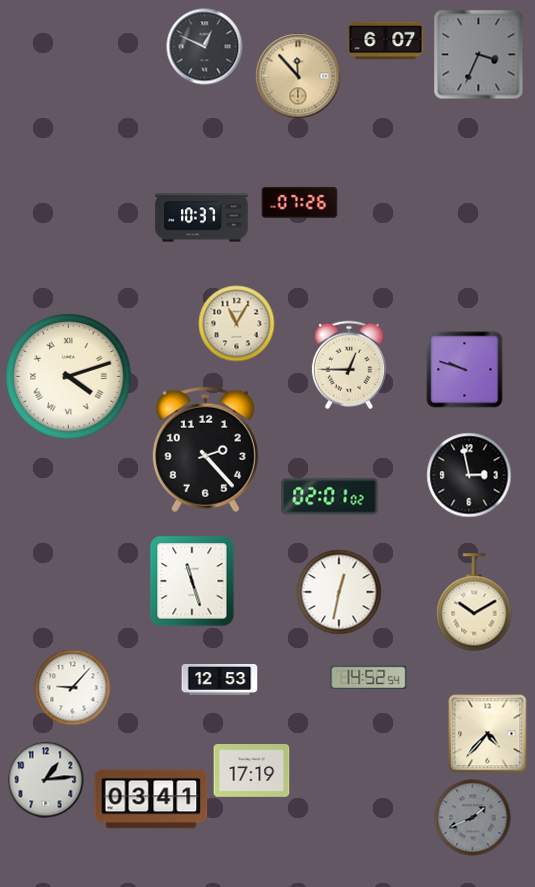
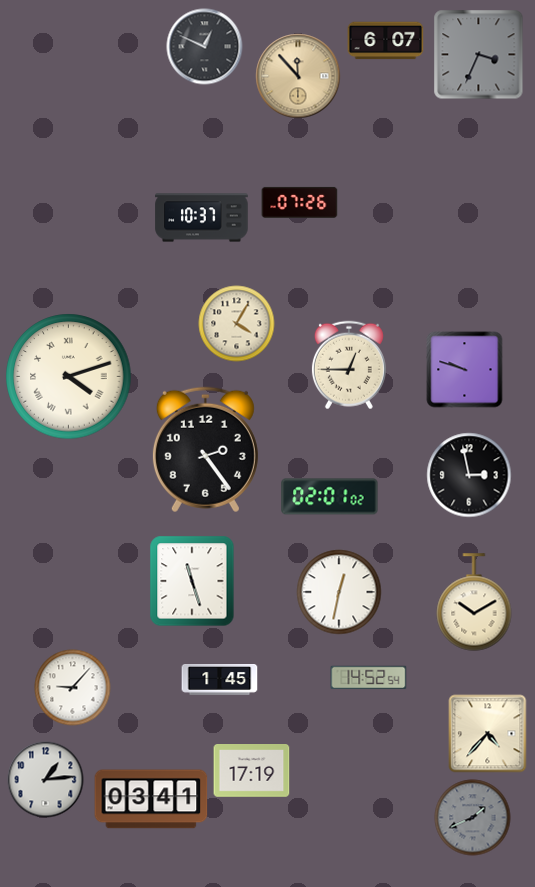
clock at (237, 324): 11:05 -> 4:05
clock at (205, 450): 2:23 -> 2:24
clock at (220, 680): 12:53 -> 1:45
